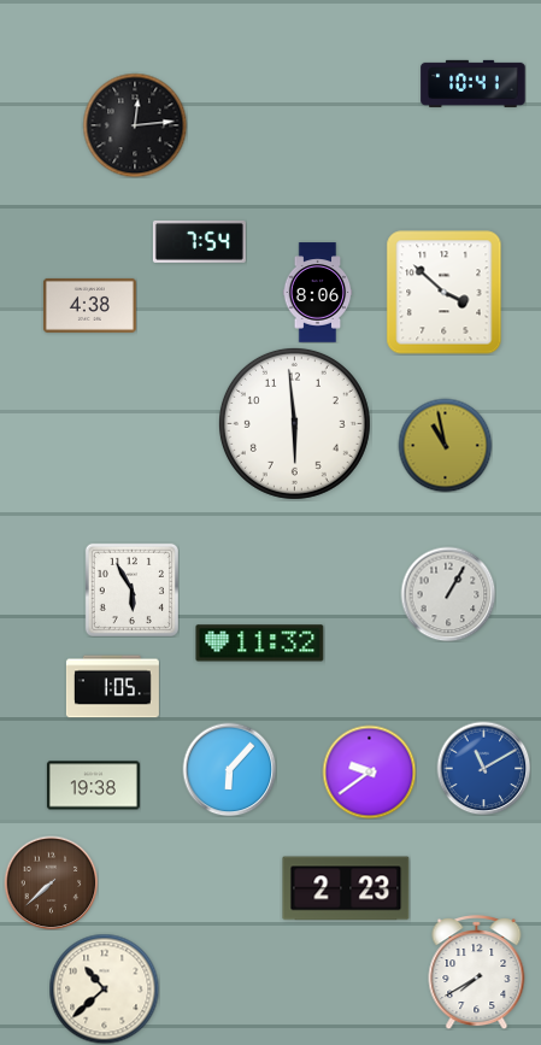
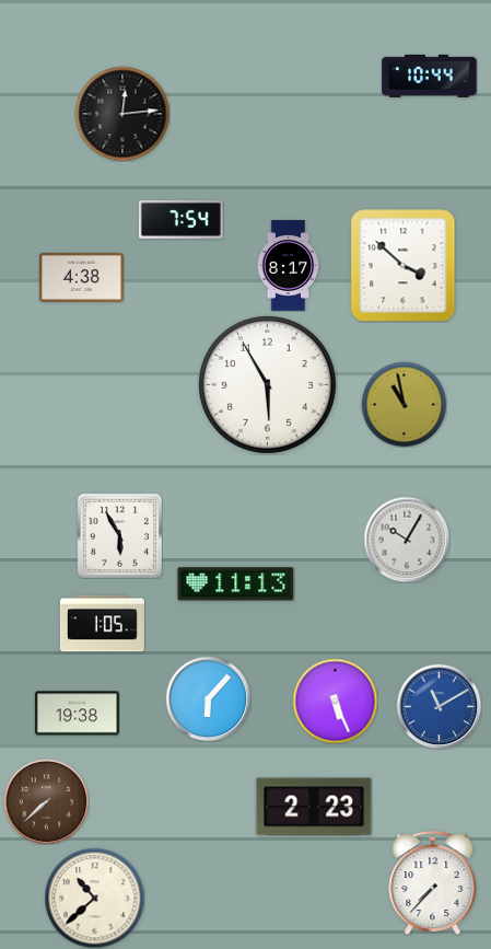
clock at (474, 83): 10:41 -> 10:44
clock at (318, 293): 8:06 -> 8:17
clock at (294, 423): 5:59 -> 5:55
clock at (448, 594): 1:05 -> 10:05
clock at (260, 644): 11:32 -> 11:13
clock at (483, 768) position: (483, 768) -> (439, 706)
clock at (369, 771): 9:39 -> 5:26
clock at (93, 786) position: (93, 786) -> (77, 714)
clock at (477, 973): 7:40 -> 7:37
